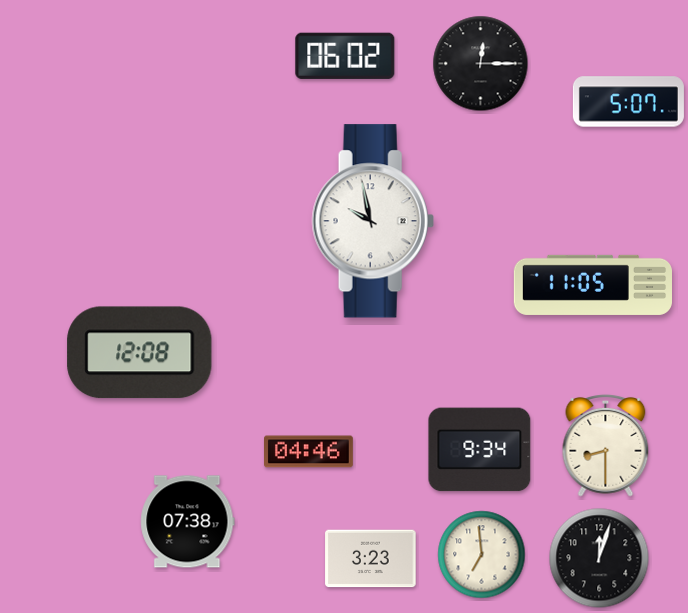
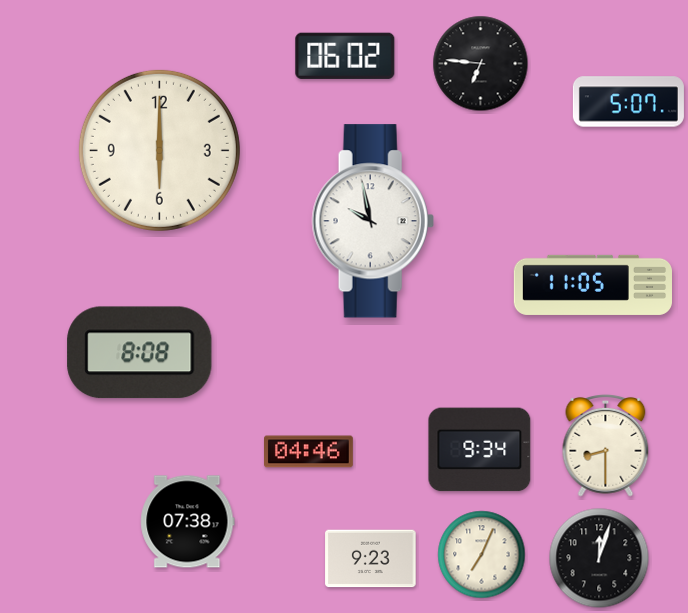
clock at (481, 64): 12:15 -> 6:46
clock at (159, 150): none -> 6:00
clock at (140, 353): 12:08 -> 8:08
clock at (482, 555): 6:59 -> 7:04
clock at (371, 559): 3:23 -> 9:23
